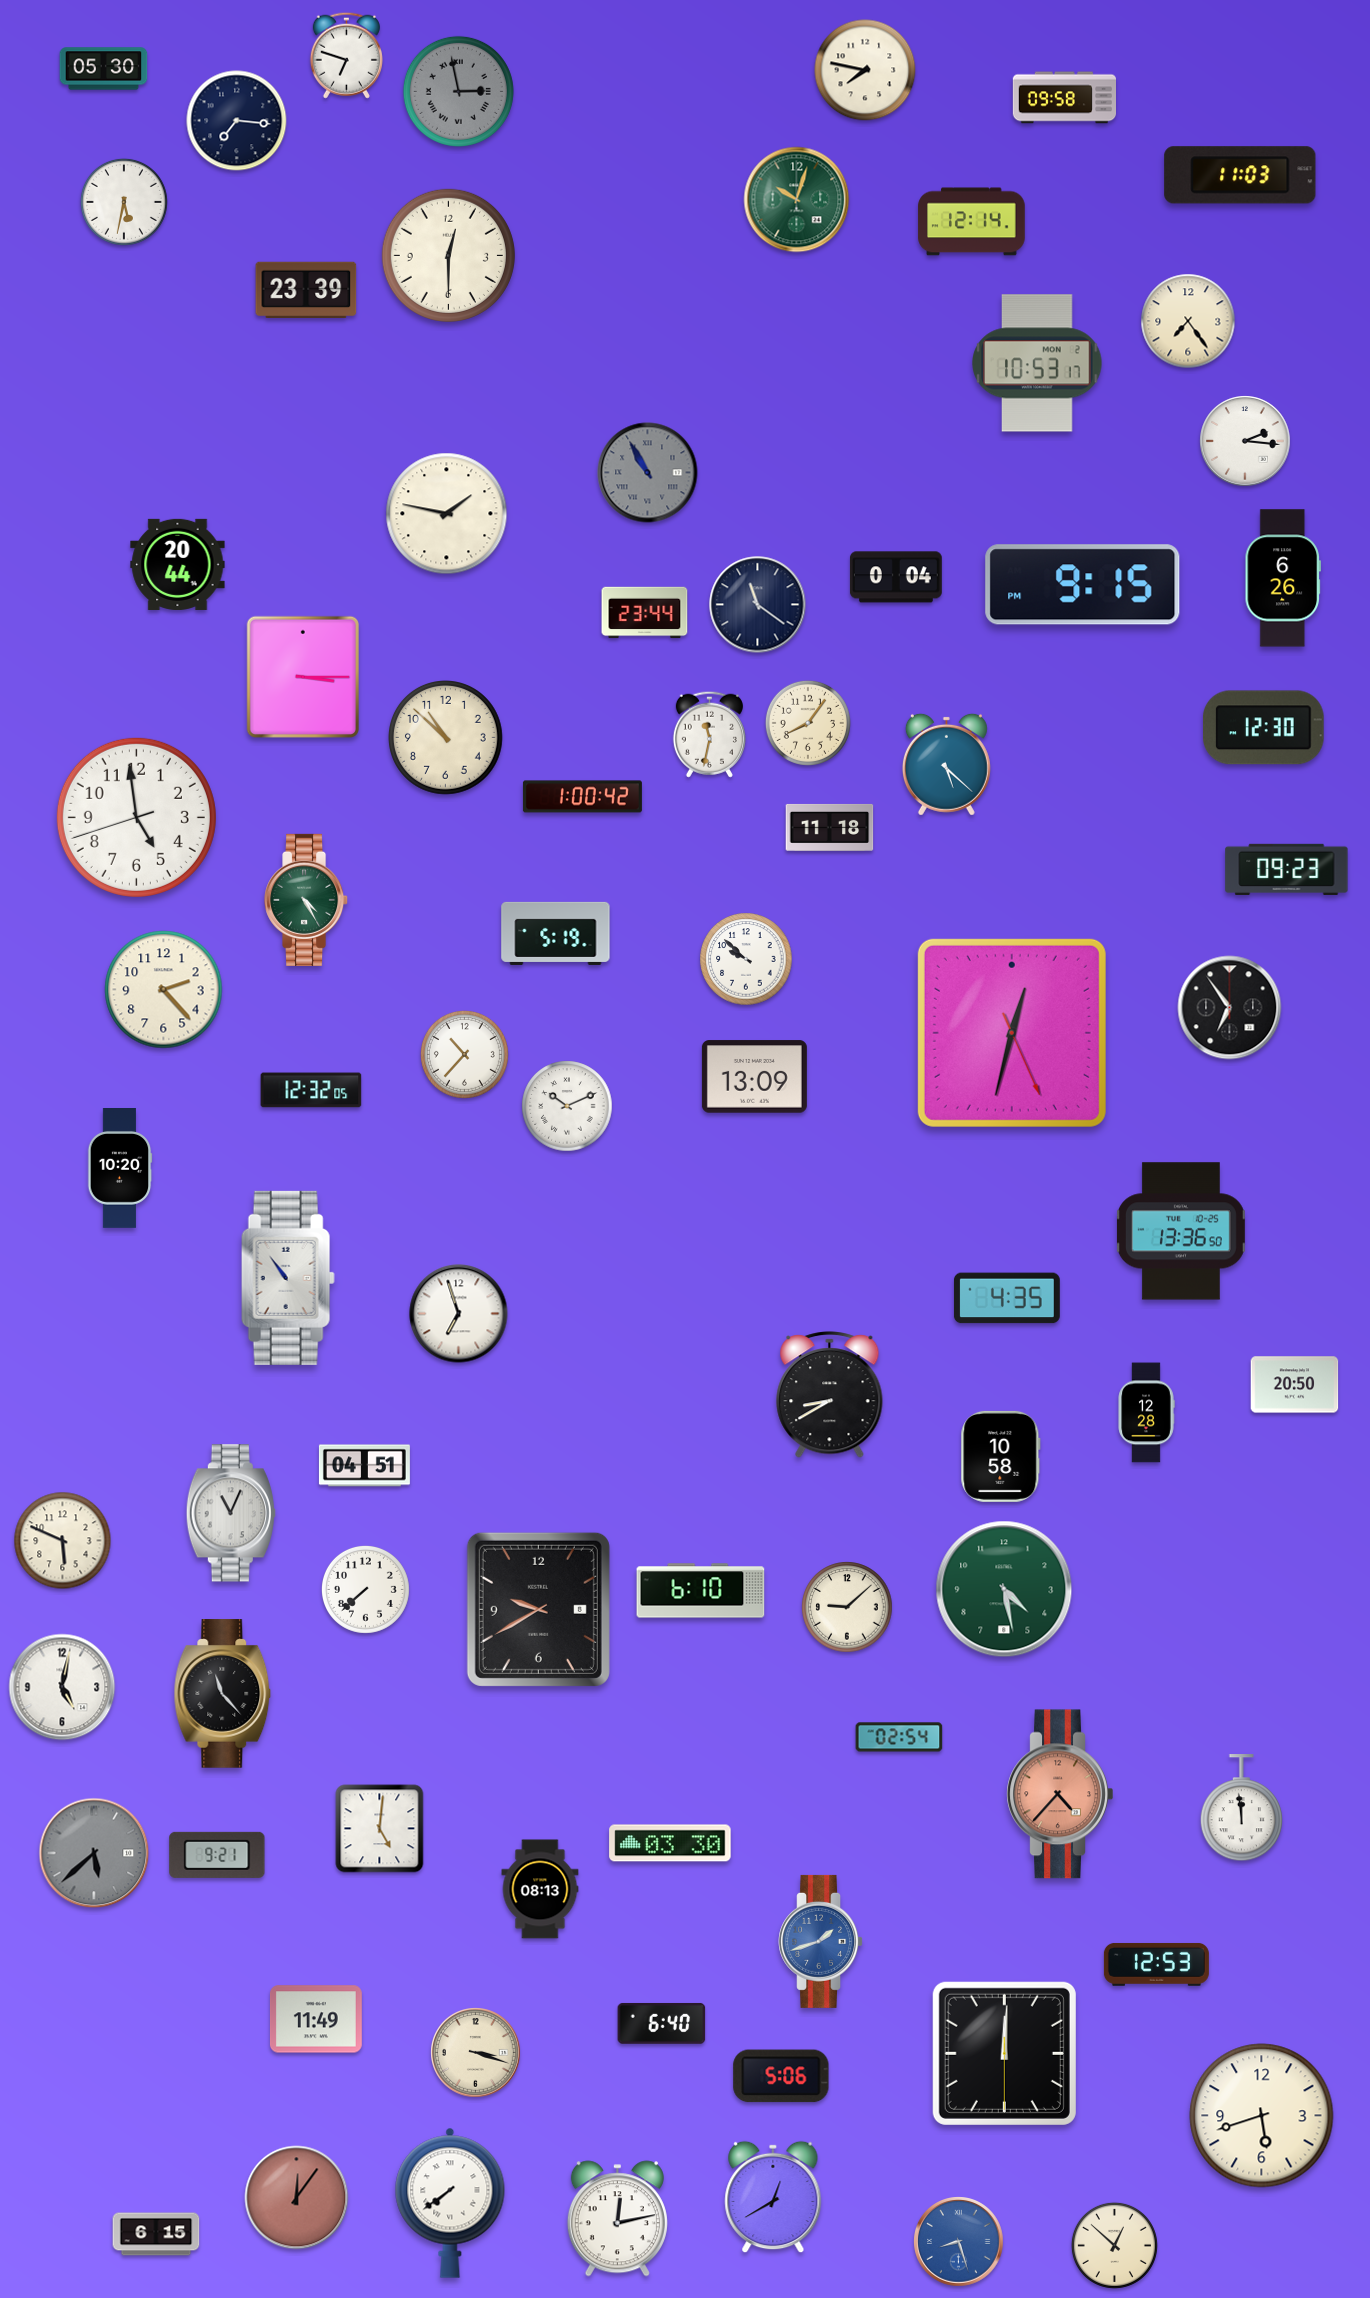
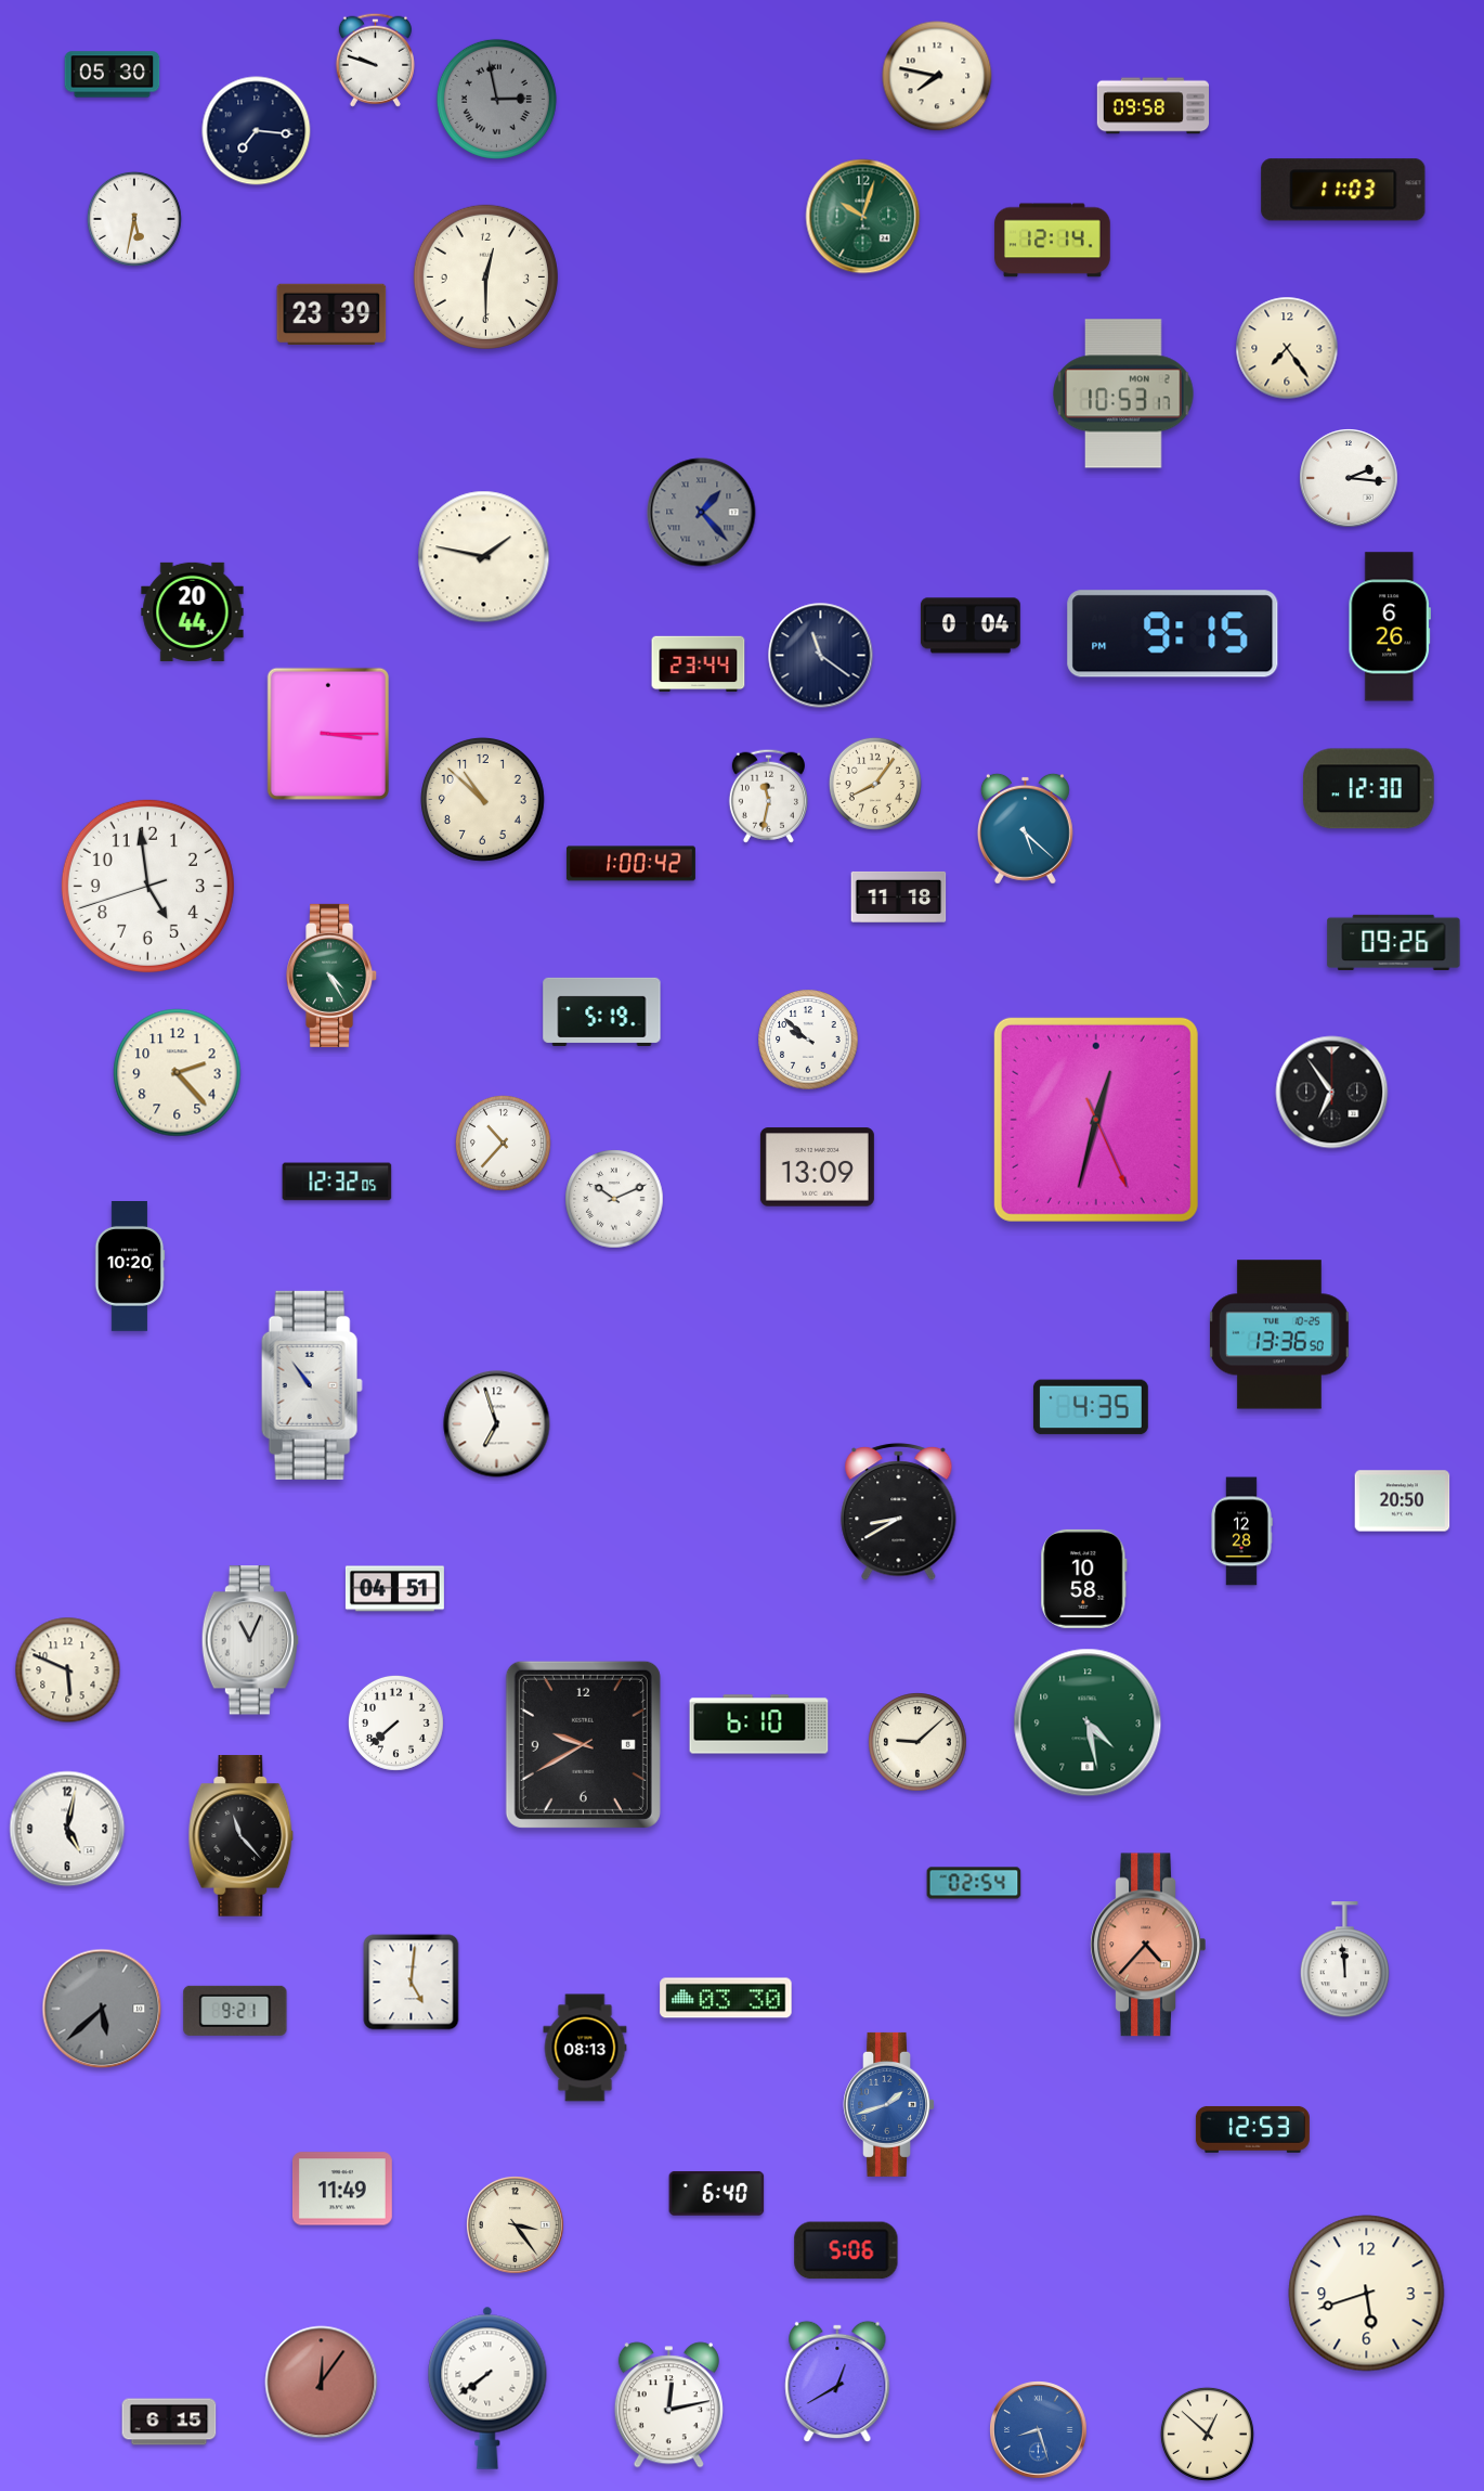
clock at (346, 55): 6:48 -> 9:48
clock at (648, 473): 10:55 -> 1:23
clock at (1287, 869): 09:23 -> 09:26
clock at (476, 2053): 3:18 -> 3:24
clock at (1004, 2053): 12:00 -> none
